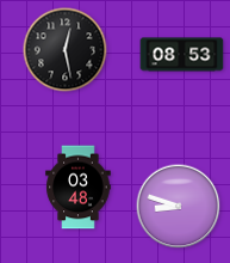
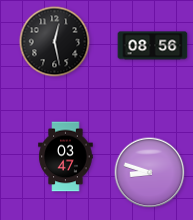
clock at (182, 55): 08:53 -> 08:56
clock at (79, 188): 03:48 -> 03:47
